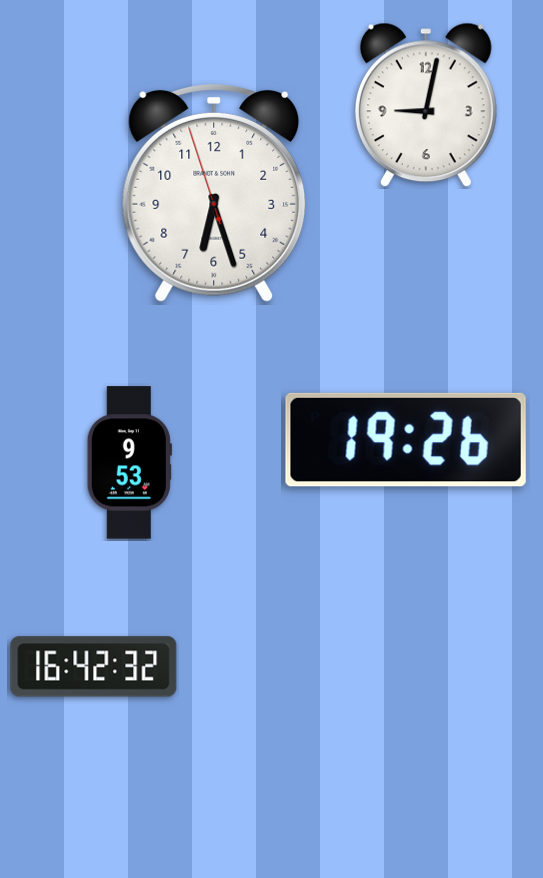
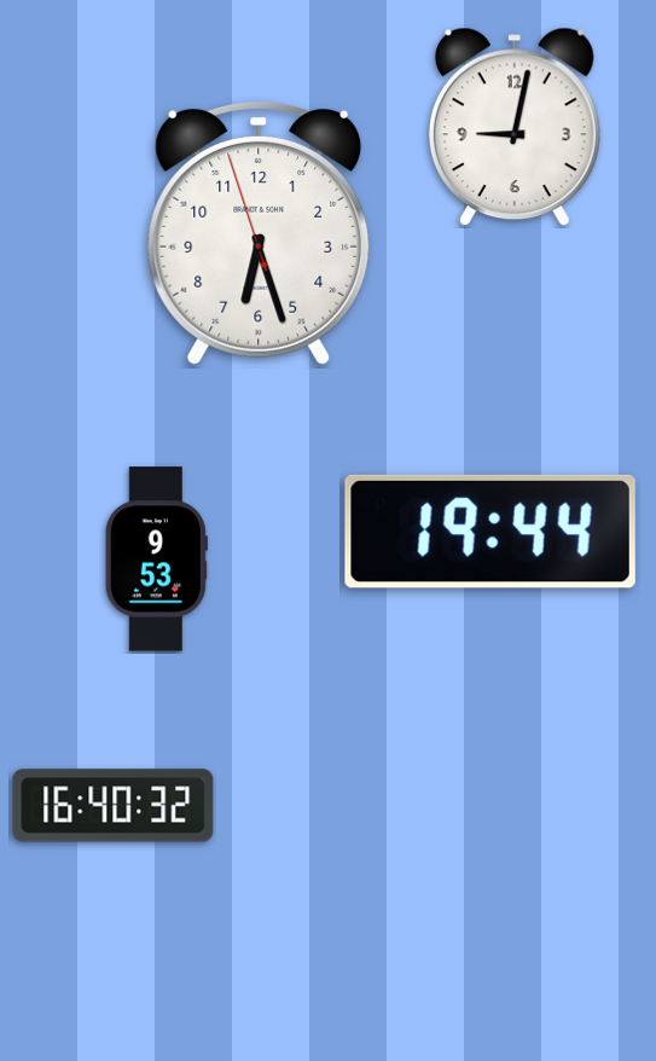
clock at (406, 440): 19:26 -> 19:44
clock at (94, 667): 16:42 -> 16:40
